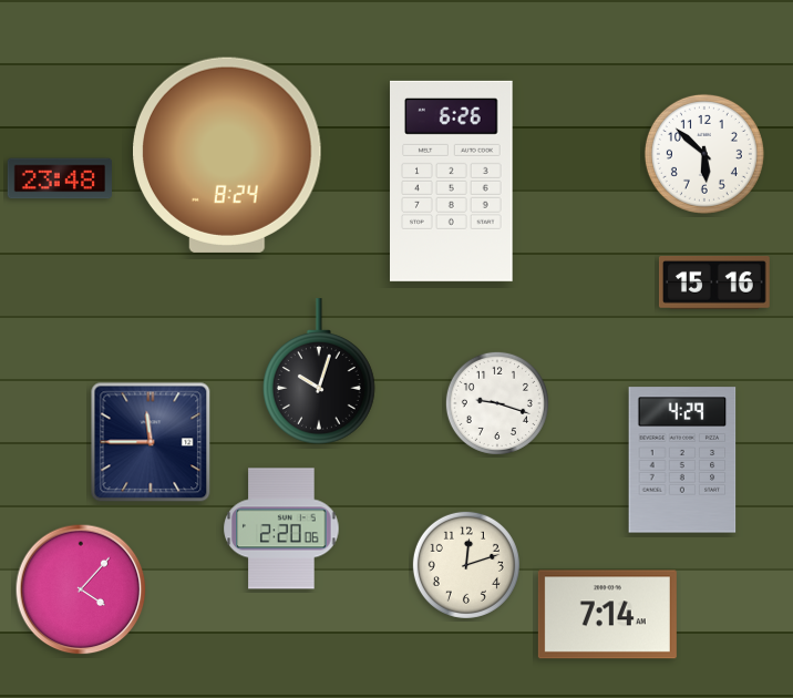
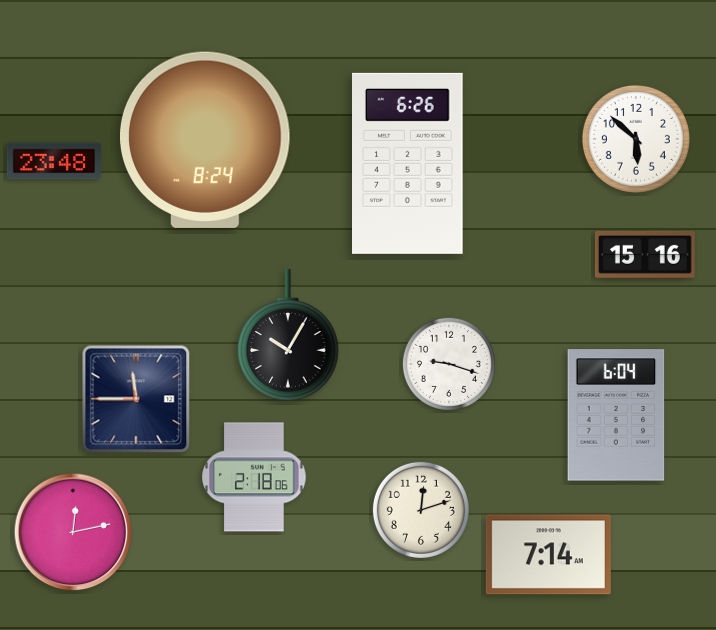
clock at (319, 371): 10:03 -> 10:05
clock at (682, 460): 4:29 -> 6:04
clock at (281, 528): 2:20 -> 2:18
clock at (81, 589): 4:07 -> 12:13
